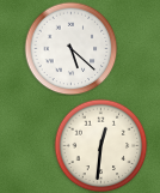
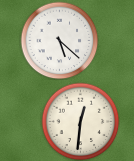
clock at (100, 145) position: (100, 145) -> (80, 121)
